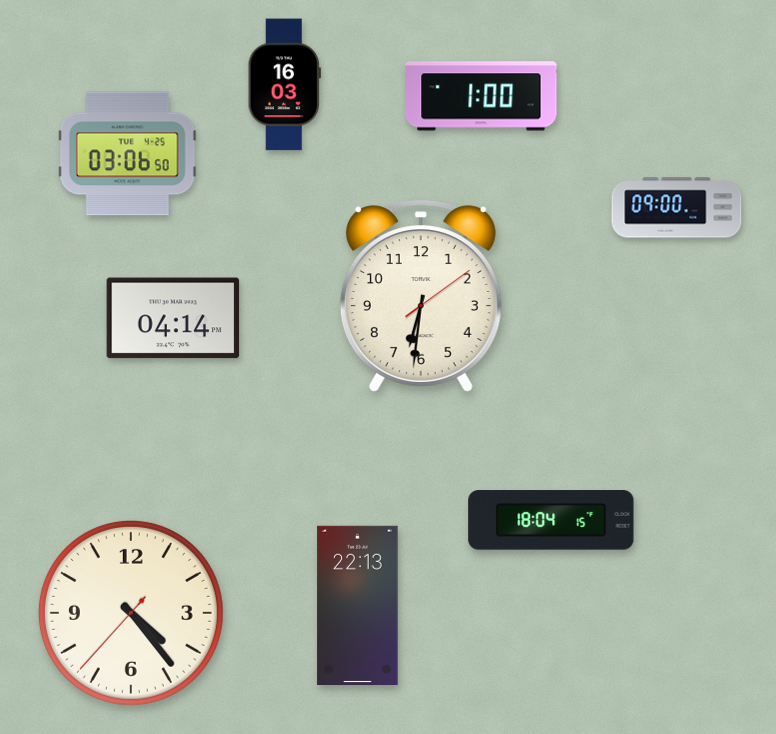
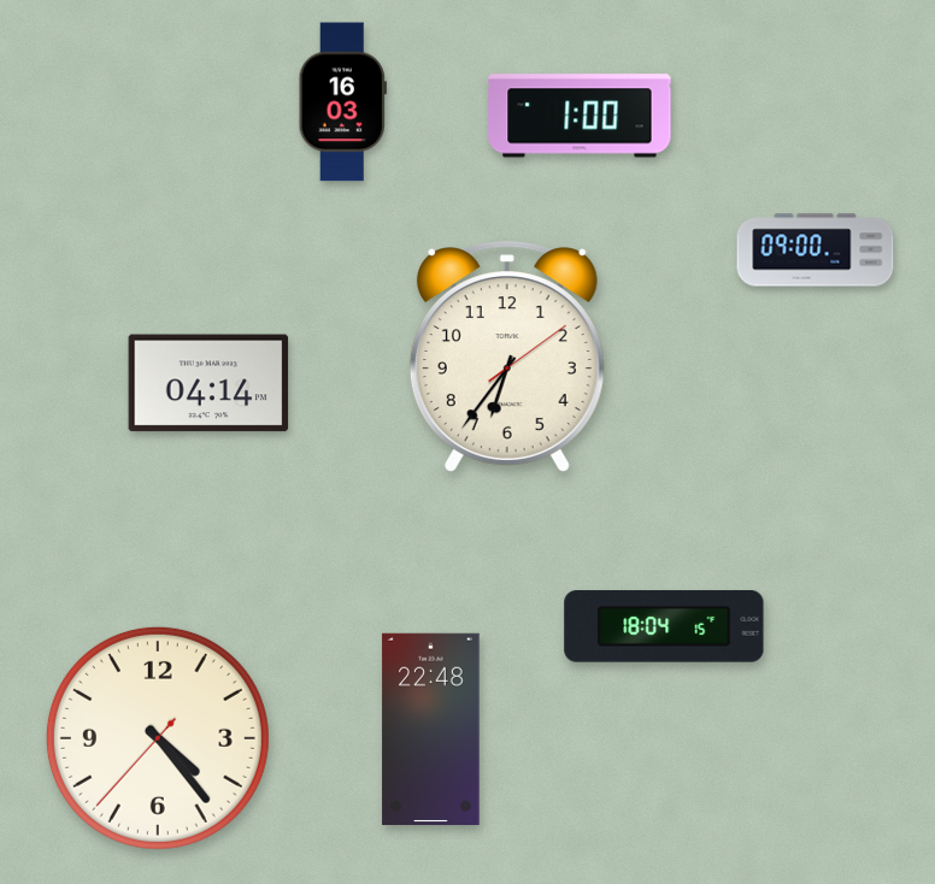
clock at (127, 154): 03:06 -> none
clock at (421, 296): 6:31 -> 6:36
clock at (358, 605): 22:13 -> 22:48
